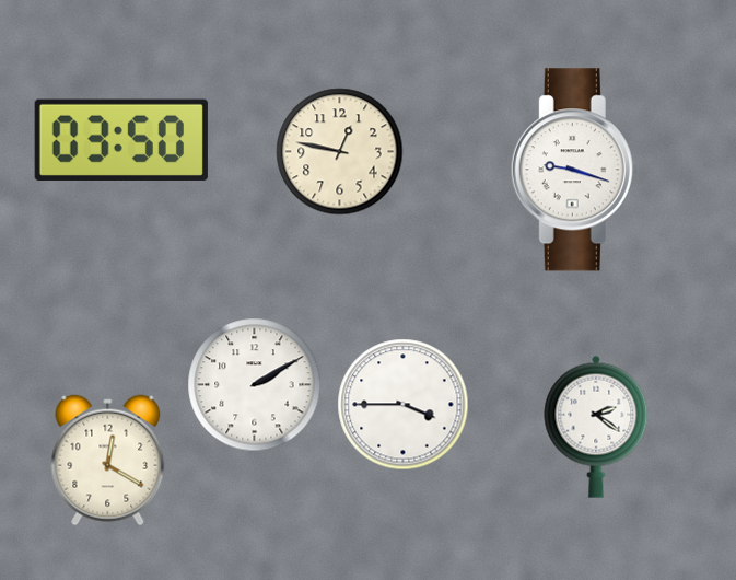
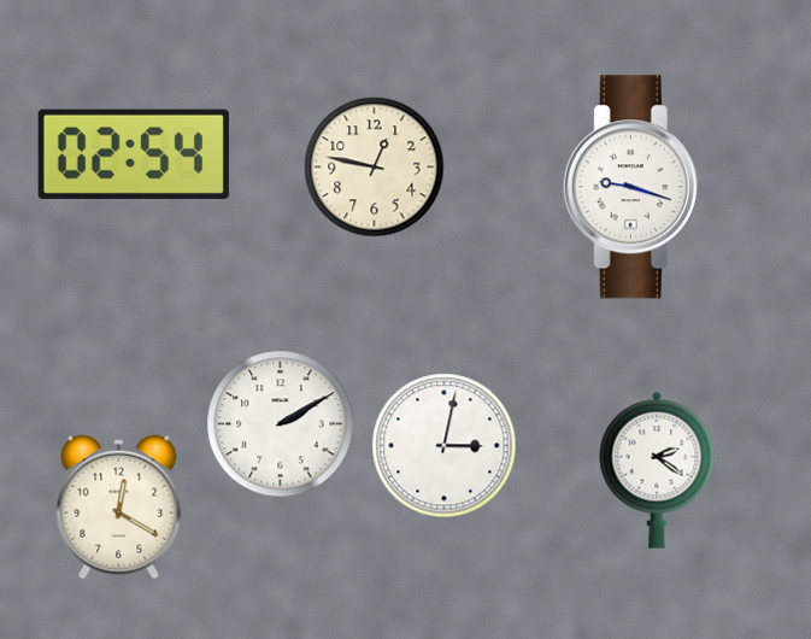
clock at (121, 140): 03:50 -> 02:54
clock at (404, 405): 3:45 -> 3:02
